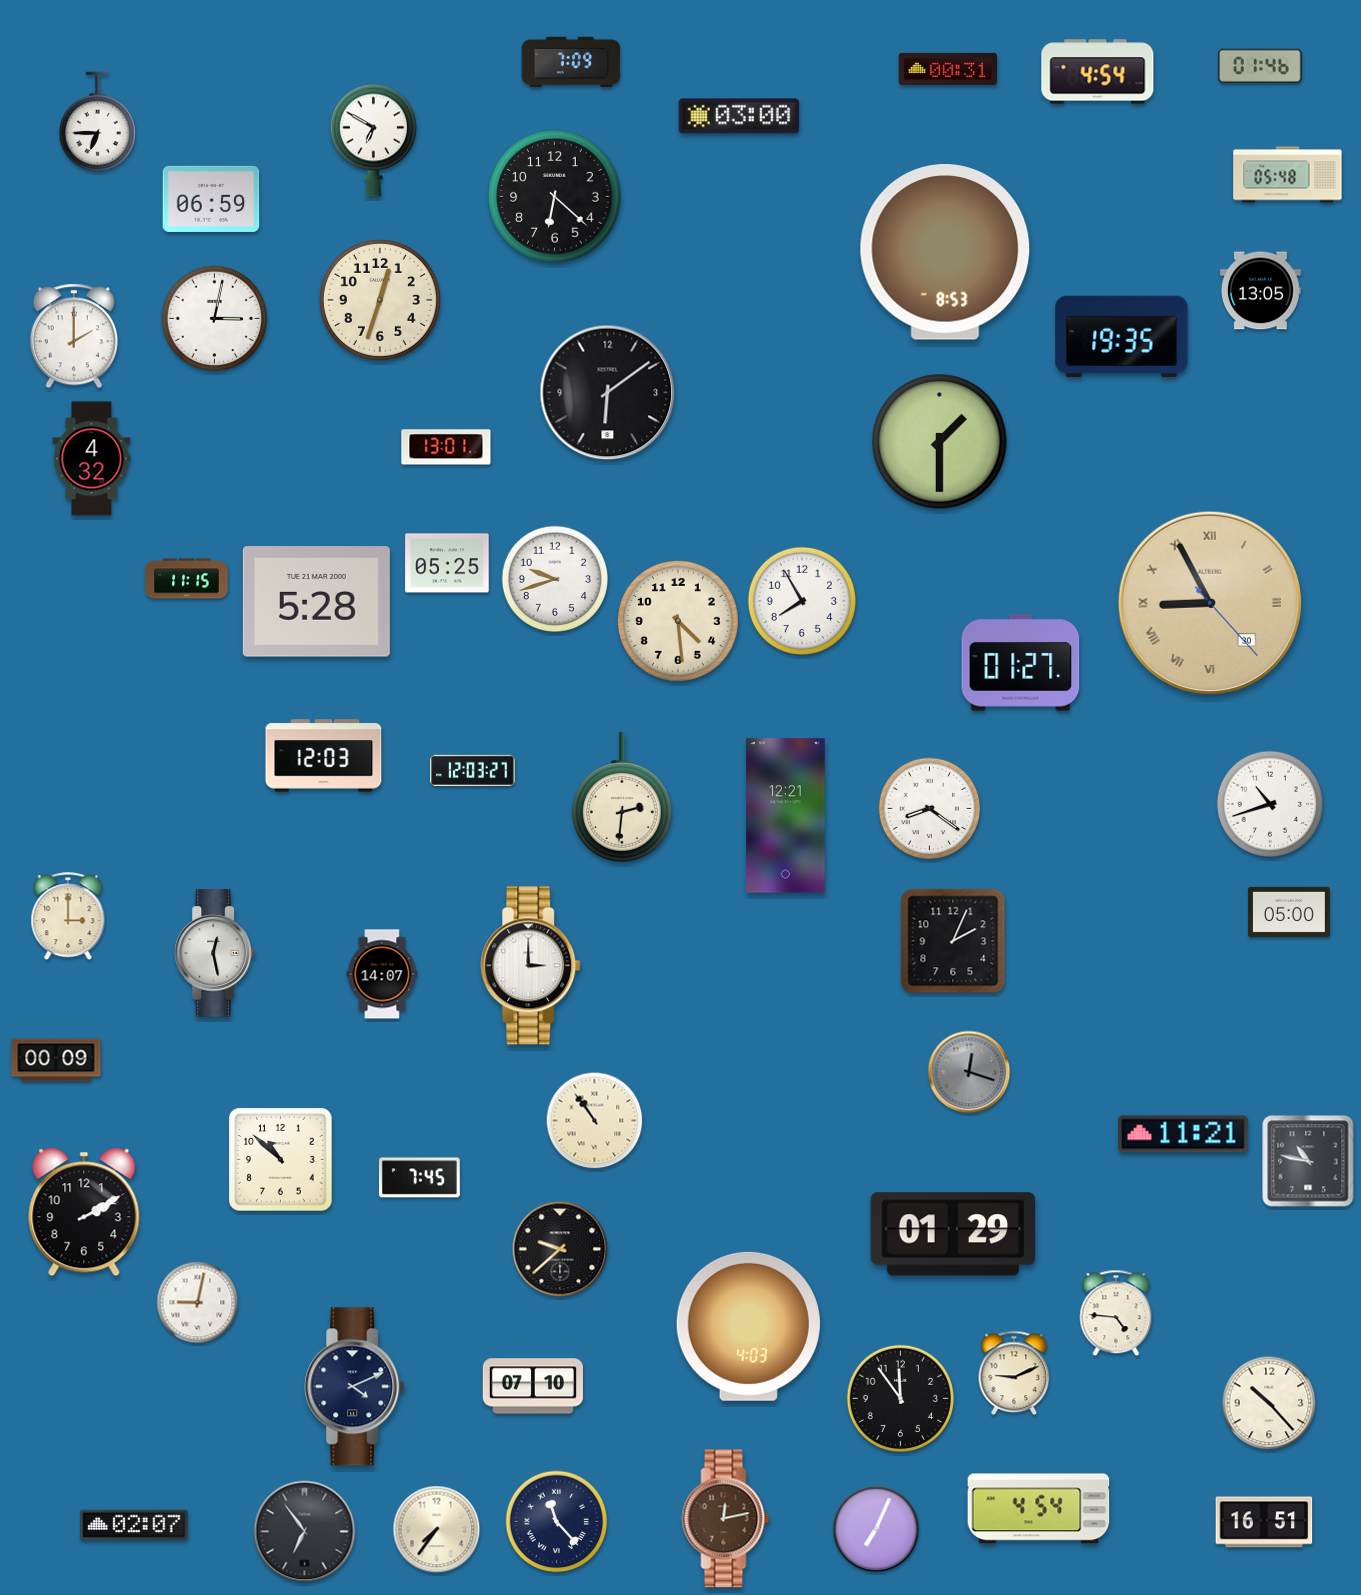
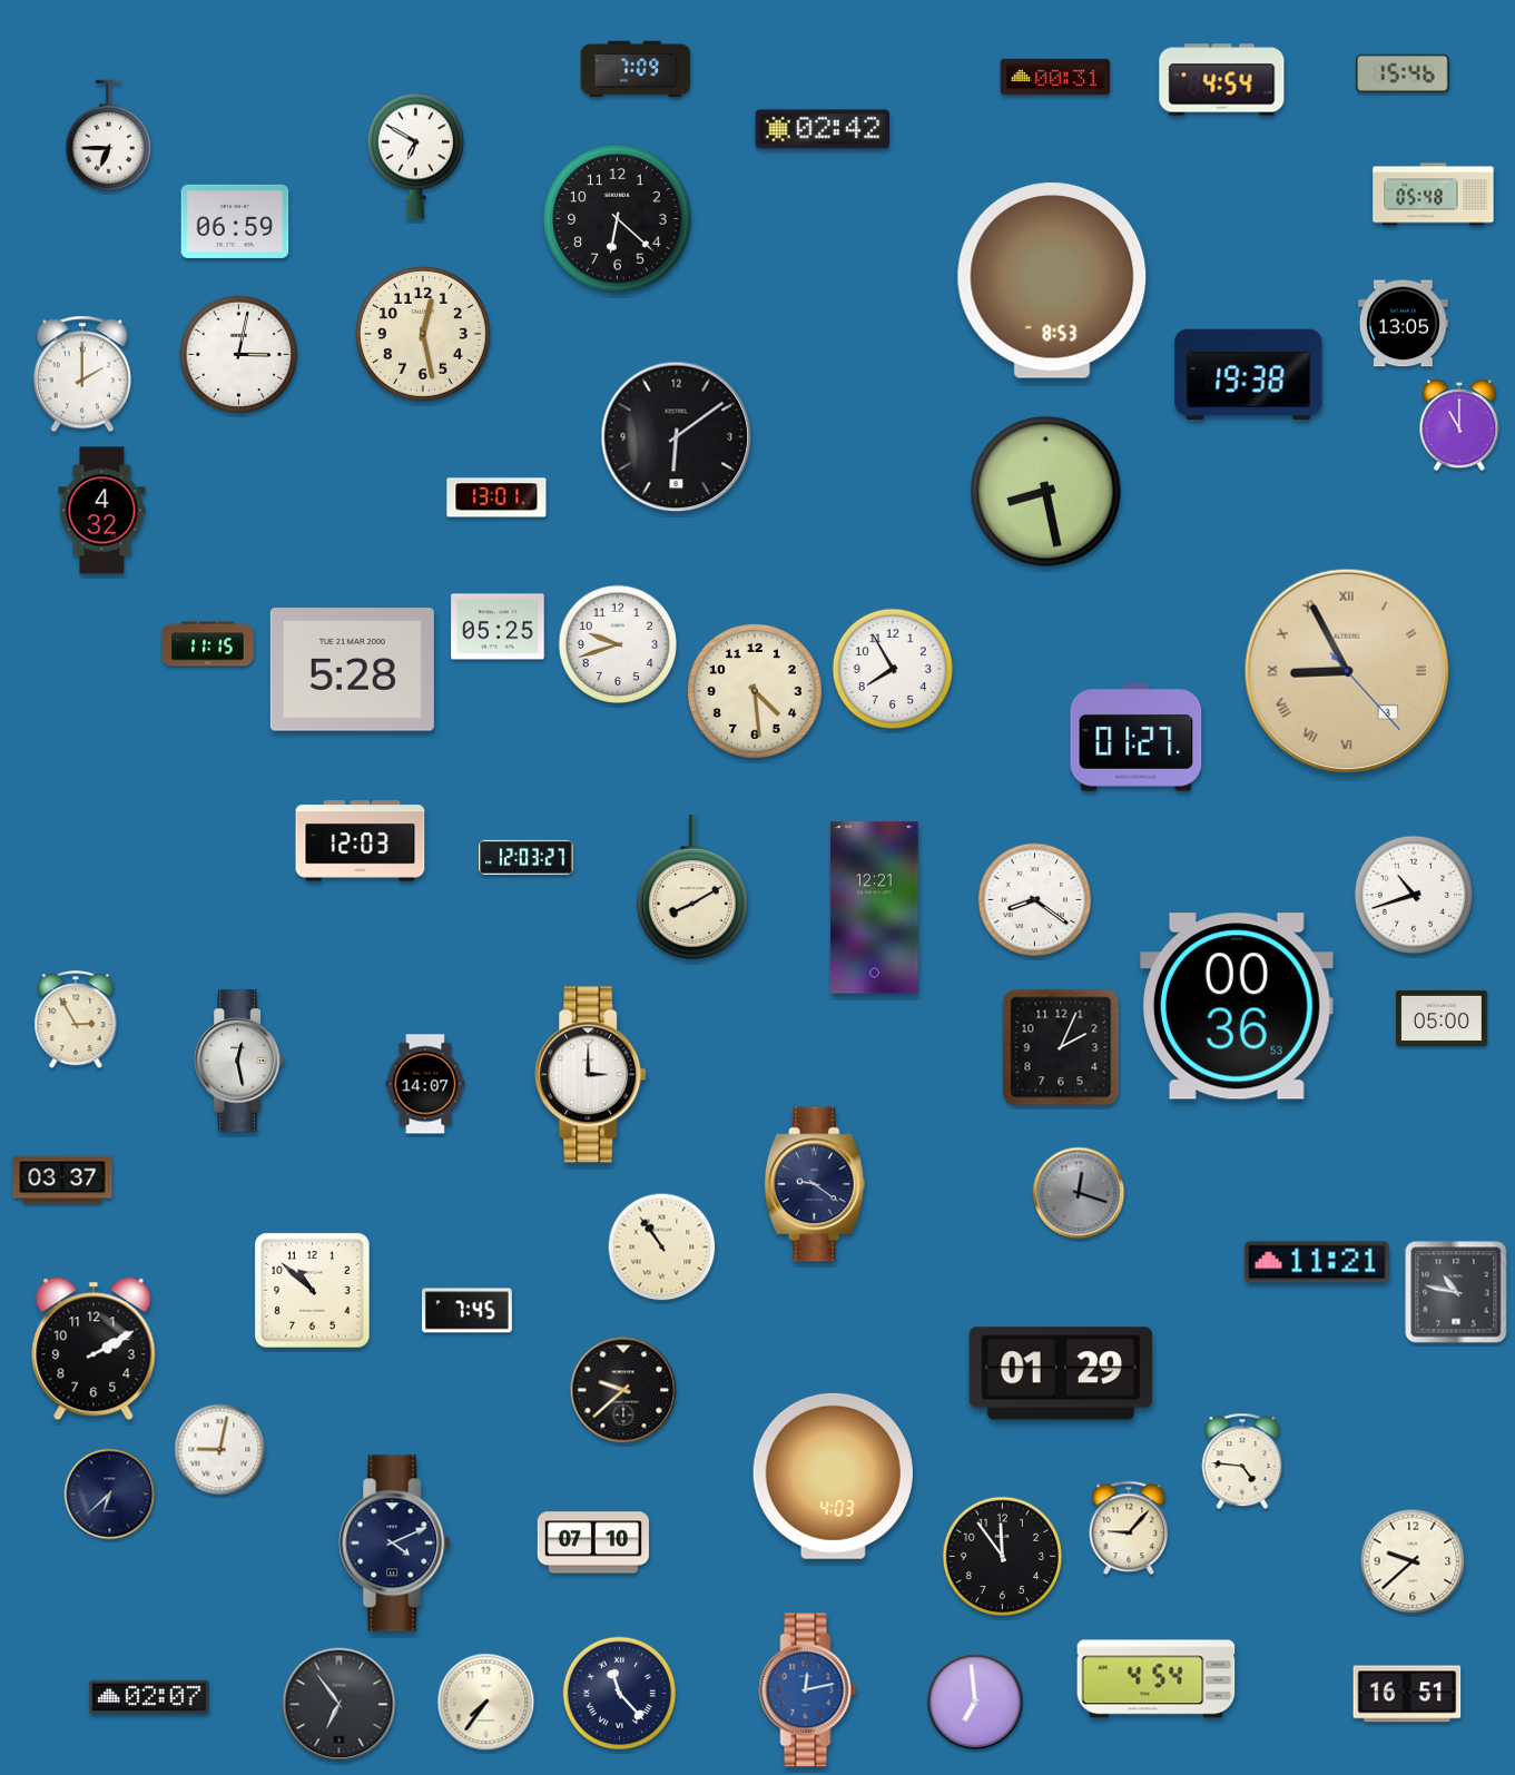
clock at (1260, 66): 01:46 -> 15:46
clock at (739, 116): 03:00 -> 02:42
clock at (380, 300): 12:33 -> 12:28
clock at (1122, 337): 19:35 -> 19:38
clock at (1459, 425): none -> 11:00
clock at (940, 442): 1:30 -> 8:28
clock at (1210, 603) date: 30 -> 3
clock at (623, 797): 2:31 -> 8:10
clock at (1237, 1006): none -> 00:36
clock at (1289, 912) position: (1289, 912) -> (1442, 1018)
clock at (68, 917): 3:00 -> 2:55
clock at (56, 1060): 00:09 -> 03:37
clock at (815, 1184): none -> 9:21
clock at (110, 1495): none -> 6:38
clock at (1014, 1373): 9:11 -> 9:07
clock at (1269, 1403): 10:23 -> 9:38
clock at (726, 1519) dial: brown -> blue
clock at (876, 1529): 7:04 -> 6:59
